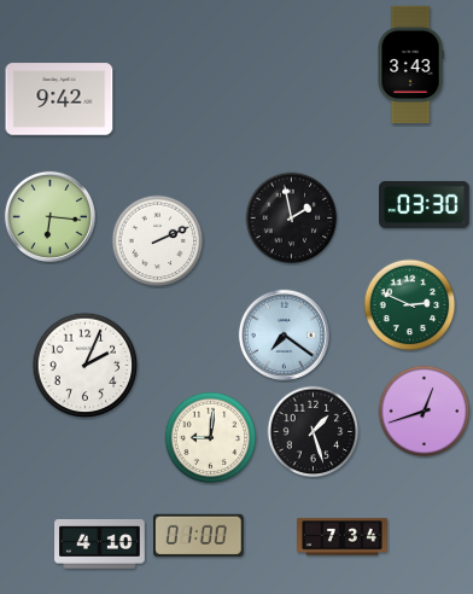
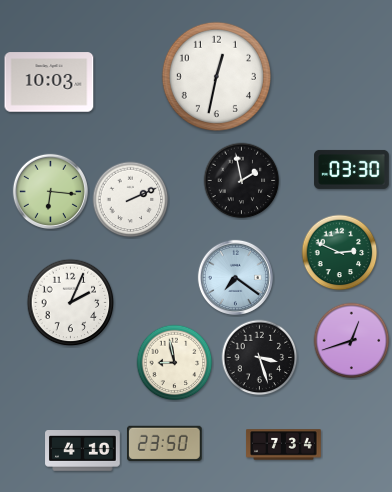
clock at (410, 65): 3:43 -> none
clock at (216, 76): none -> 12:32
clock at (59, 99): 9:42 -> 10:03
clock at (49, 216) position: (49, 216) -> (50, 191)
clock at (314, 432): 1:27 -> 3:27
clock at (211, 438): 9:01 -> 8:58
clock at (199, 535): 01:00 -> 23:50
